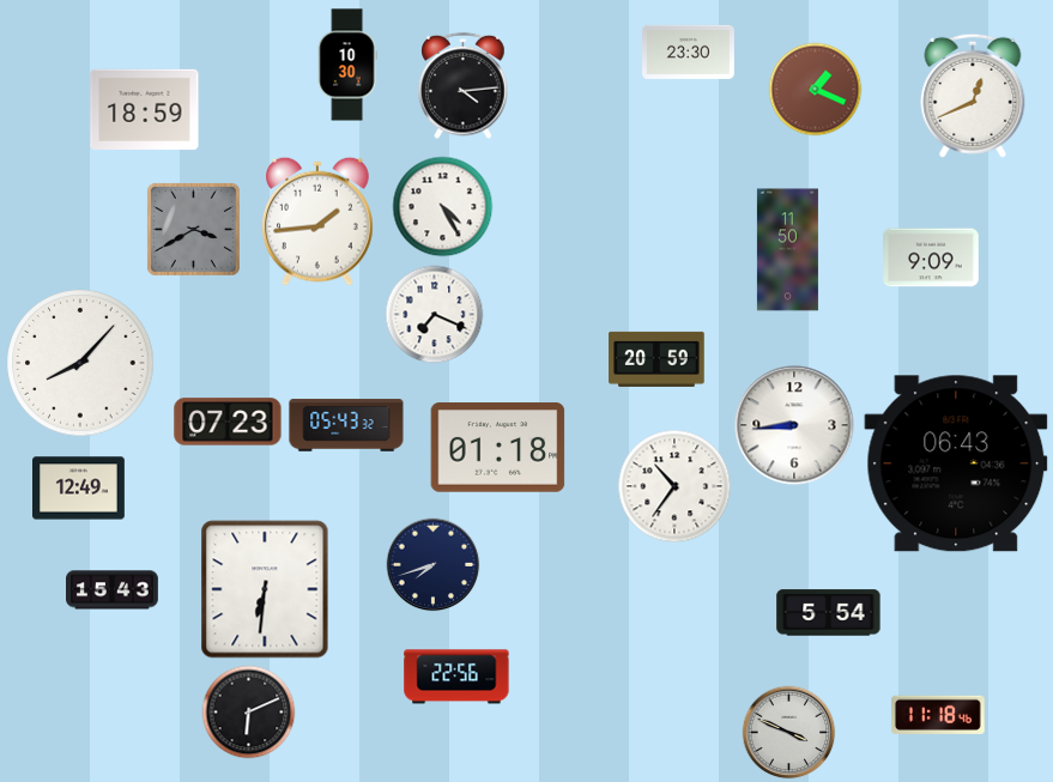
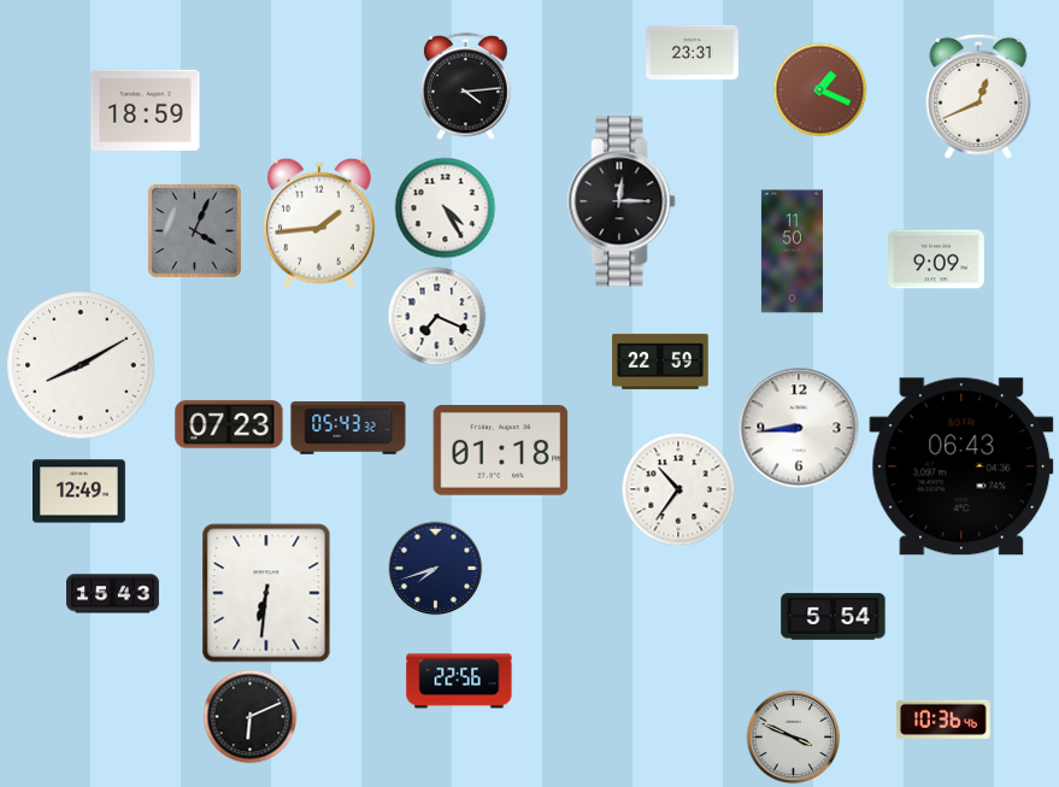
clock at (689, 51): 23:30 -> 23:31
clock at (347, 65): 10:30 -> none
clock at (622, 201): none -> 12:15
clock at (193, 229): 3:40 -> 4:04
clock at (656, 359): 20:59 -> 22:59
clock at (80, 363): 8:07 -> 8:10
clock at (938, 715): 11:18 -> 10:36
